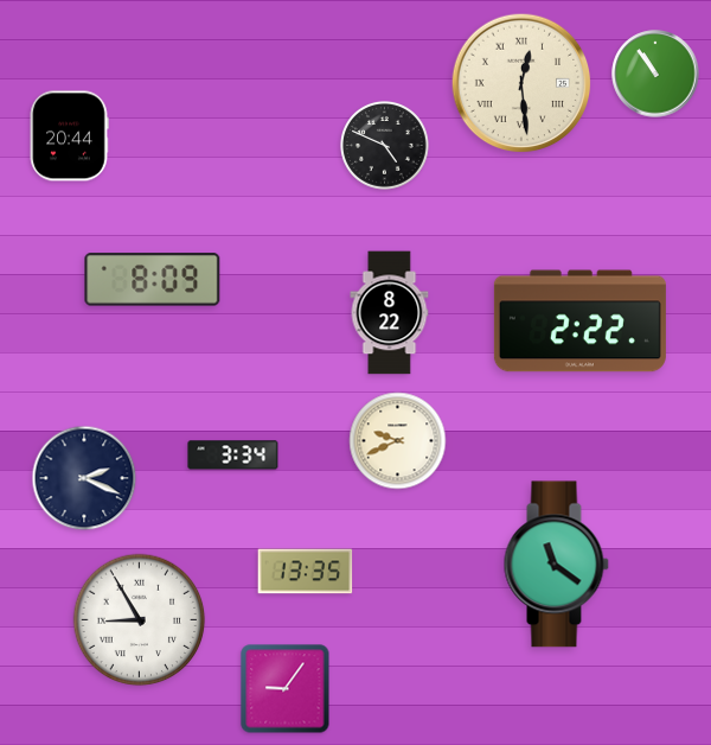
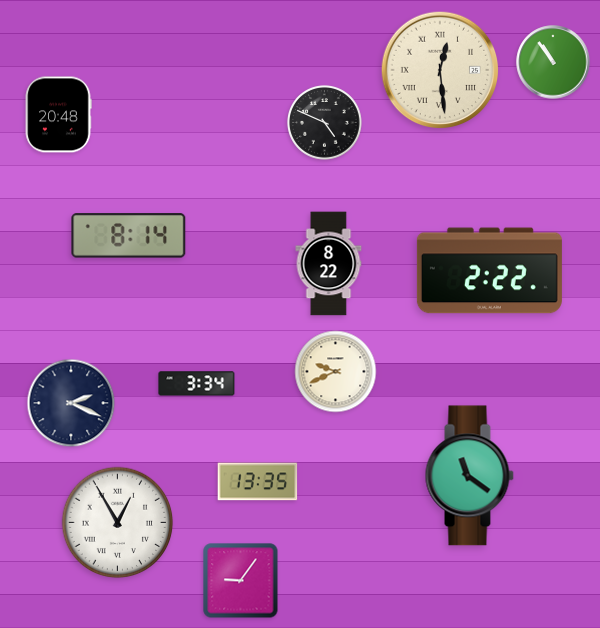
clock at (69, 136): 20:44 -> 20:48
clock at (153, 280): 8:09 -> 8:14
clock at (140, 620): 8:55 -> 12:55
